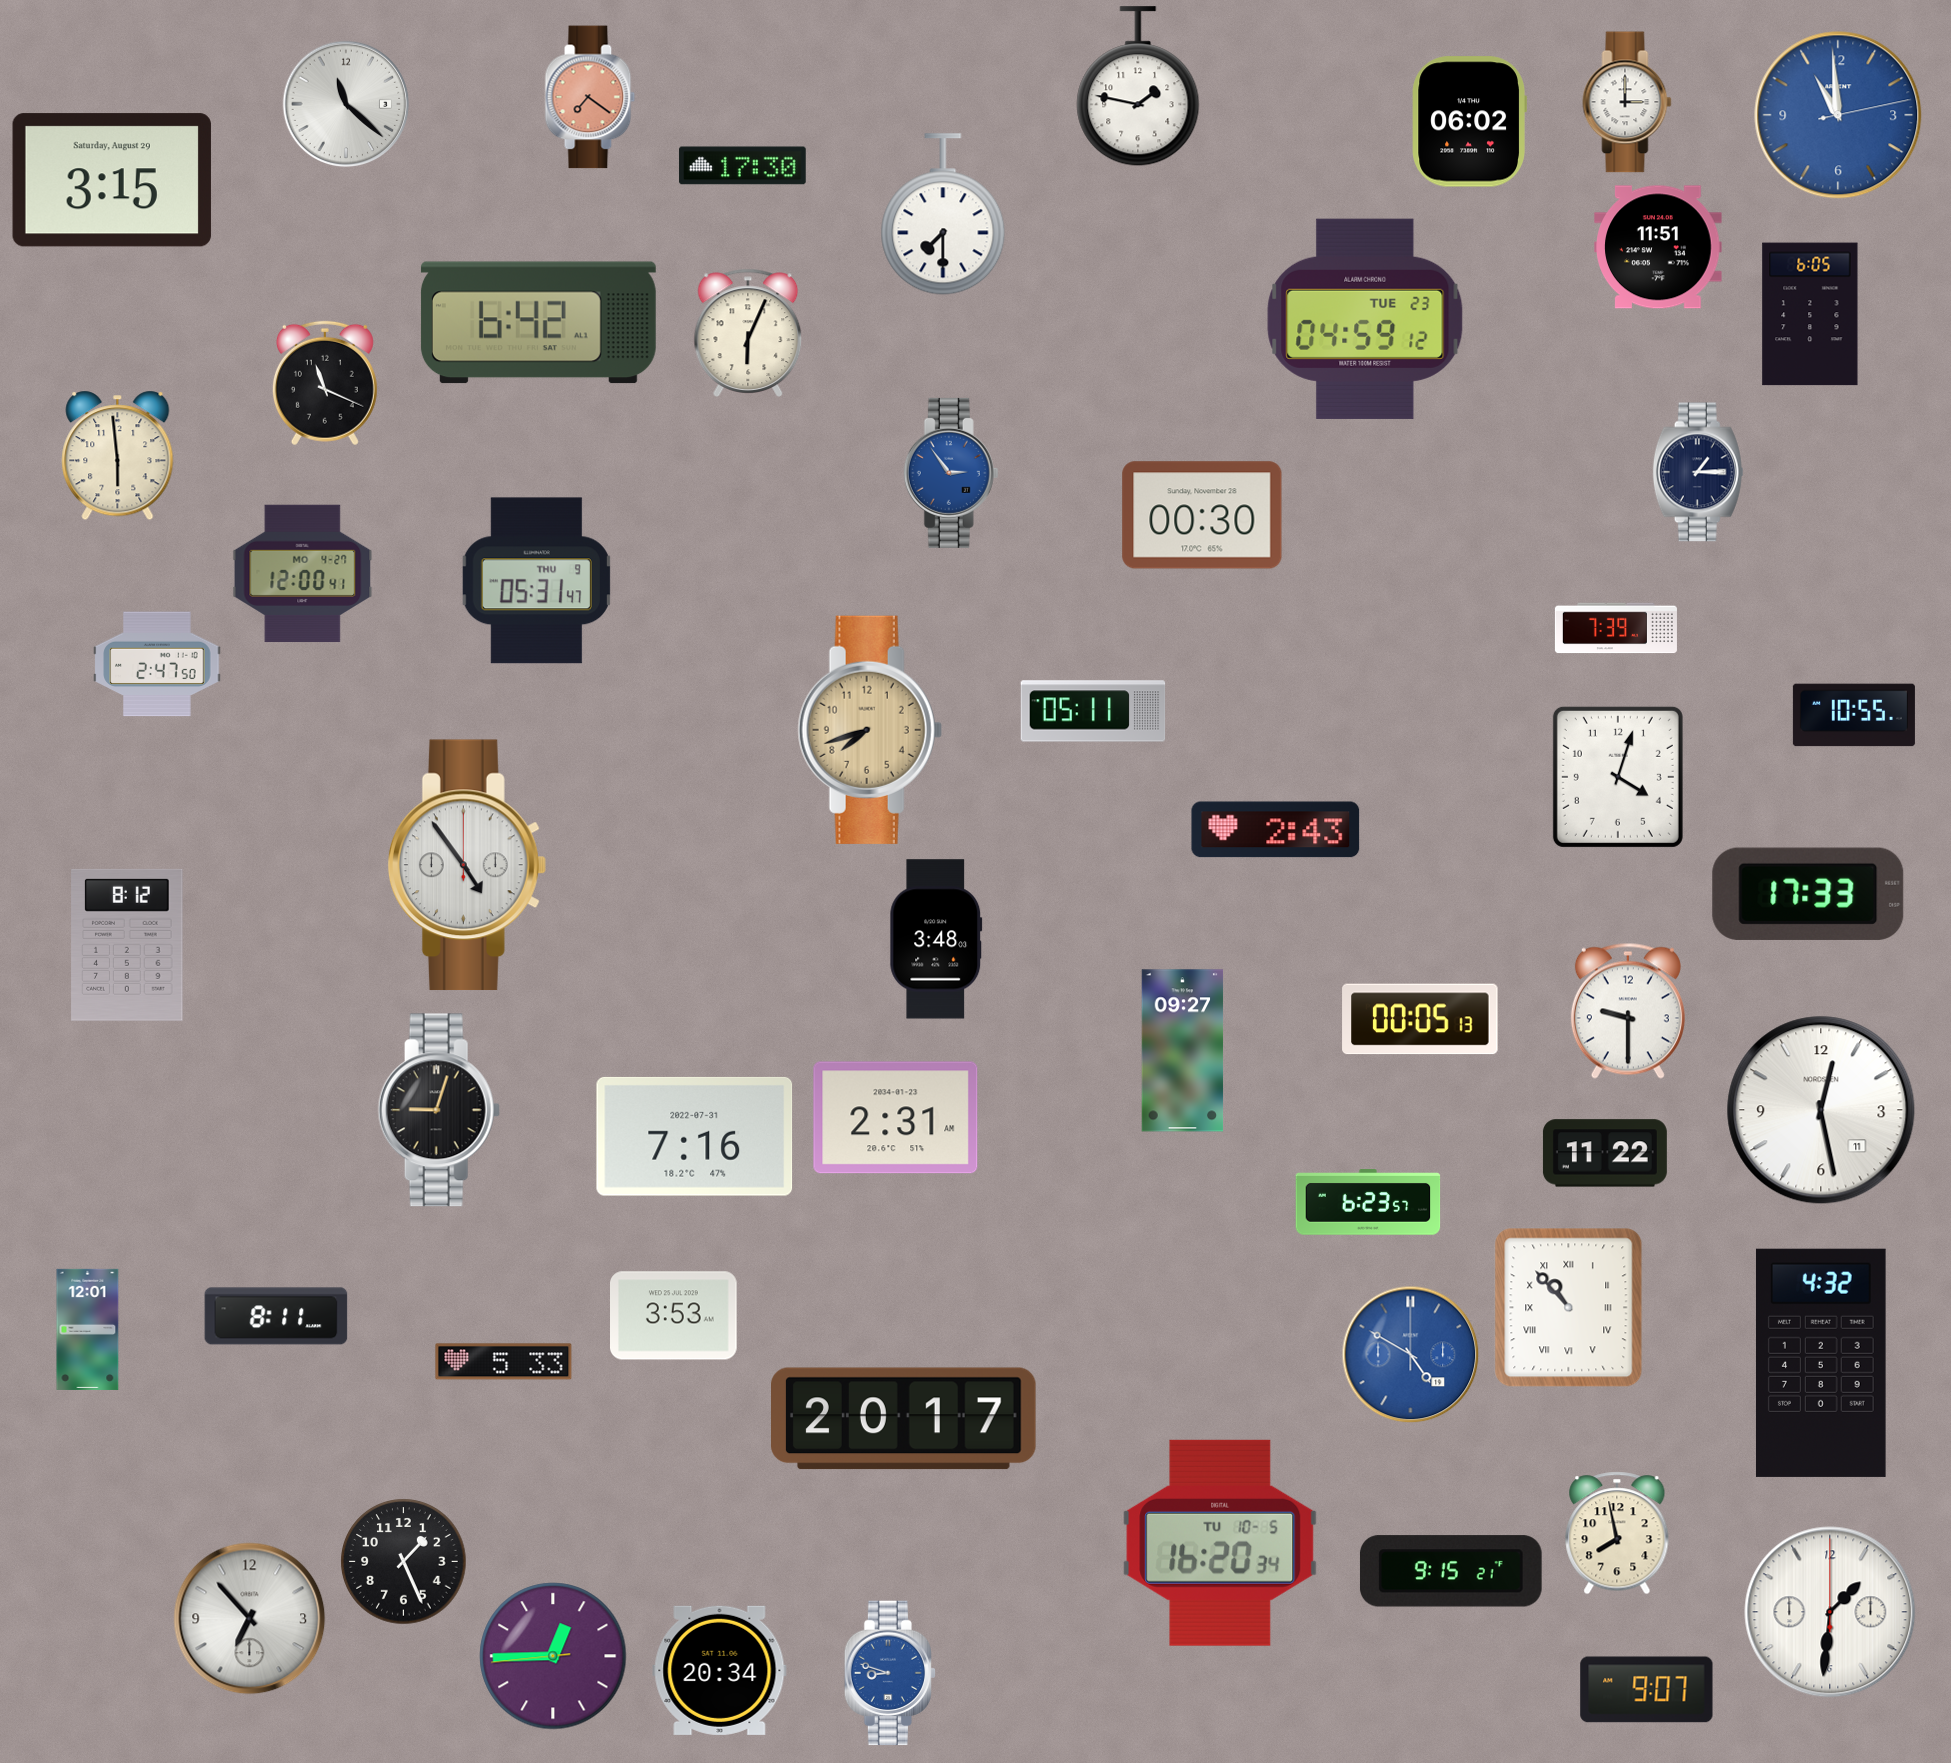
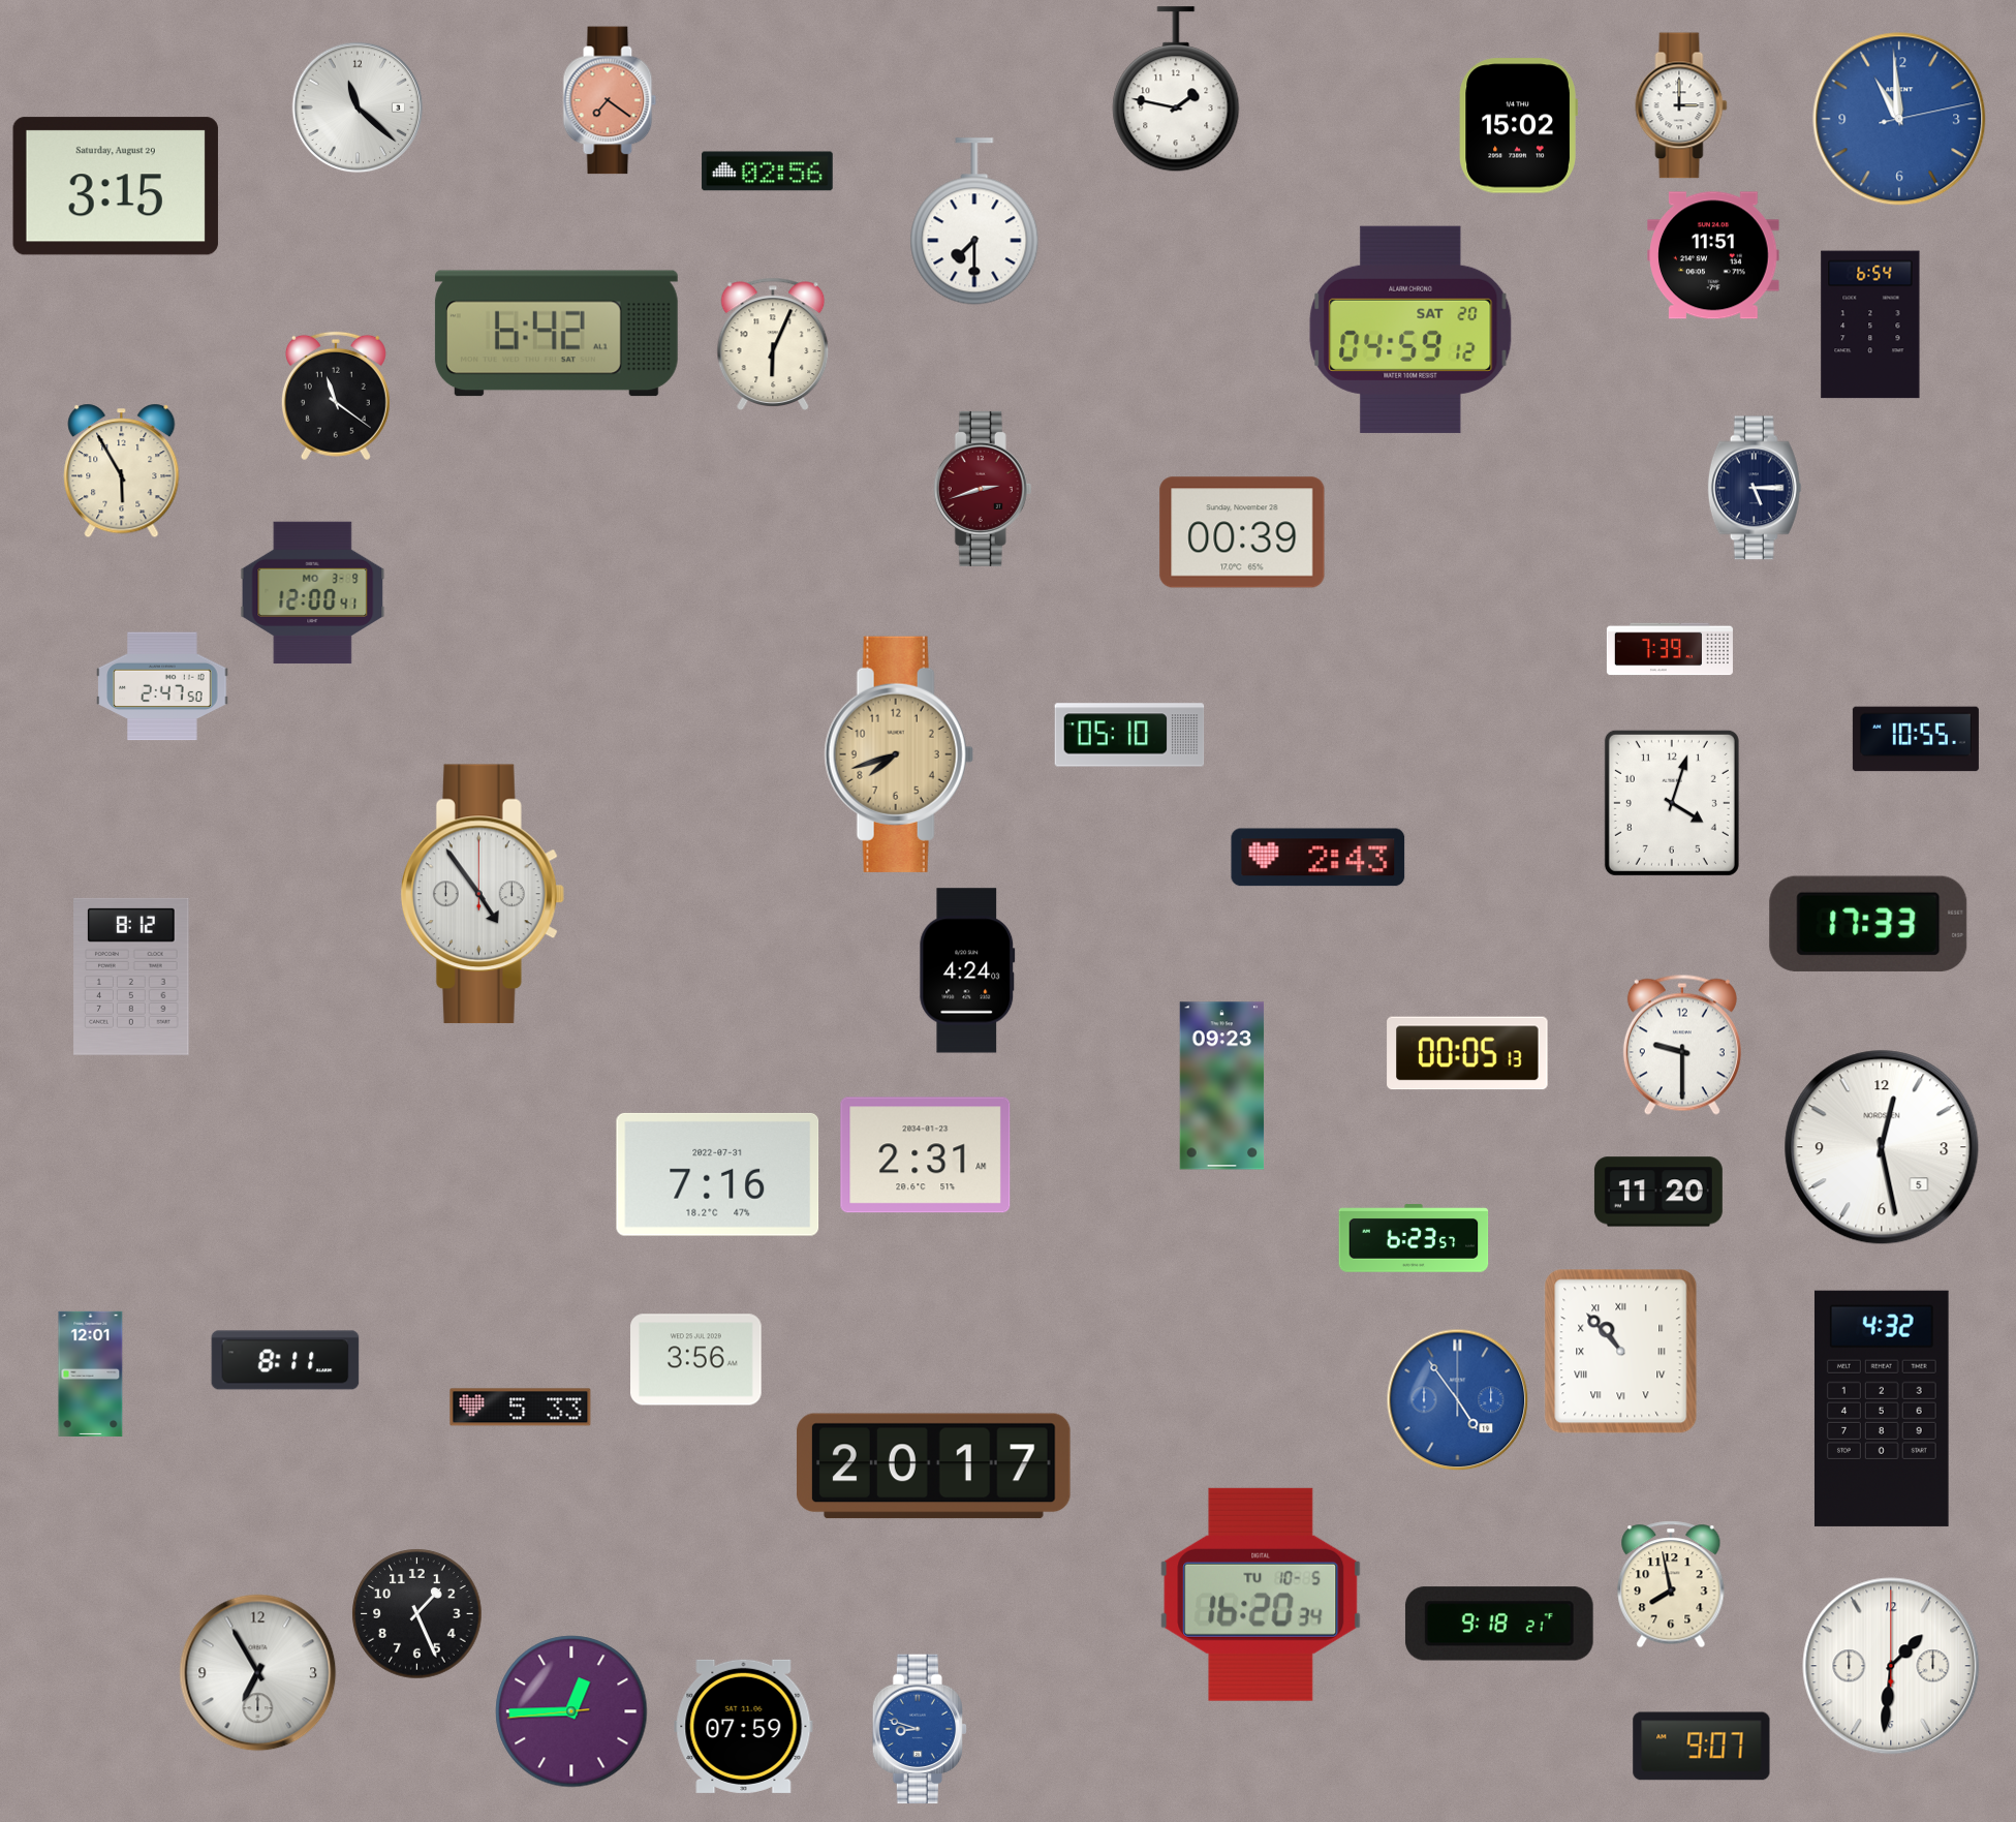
clock at (1469, 122): 06:02 -> 15:02
clock at (743, 166): 17:30 -> 02:56
clock at (1810, 314): 6:05 -> 6:54
clock at (1365, 319) date: TUE 23 -> SAT 20
clock at (325, 383): 11:19 -> 11:21
clock at (118, 456): 5:59 -> 5:55
clock at (1698, 472): 1:15 -> 5:15
clock at (951, 473): 2:54 -> 2:42
clock at (951, 473) dial: blue -> burgundy
clock at (1202, 515): 00:30 -> 00:39
clock at (303, 574) date: MO 4-27 -> MO 3-9
clock at (536, 581): 05:31 -> none
clock at (1093, 711): 05:11 -> 05:10
clock at (936, 939): 3:48 -> 4:24
clock at (1183, 1051): 09:27 -> 09:23
clock at (439, 1110): 9:03 -> none
clock at (1821, 1110) date: 11 -> 5
clock at (1605, 1153): 11:22 -> 11:20
clock at (1368, 1202) position: (1368, 1202) -> (1414, 1238)
clock at (674, 1316): 3:53 -> 3:56
clock at (1411, 1355): 4:50 -> 4:54
clock at (1451, 1571): 9:15 -> 9:18
clock at (250, 1619): 6:53 -> 6:55
clock at (720, 1670): 20:34 -> 07:59
